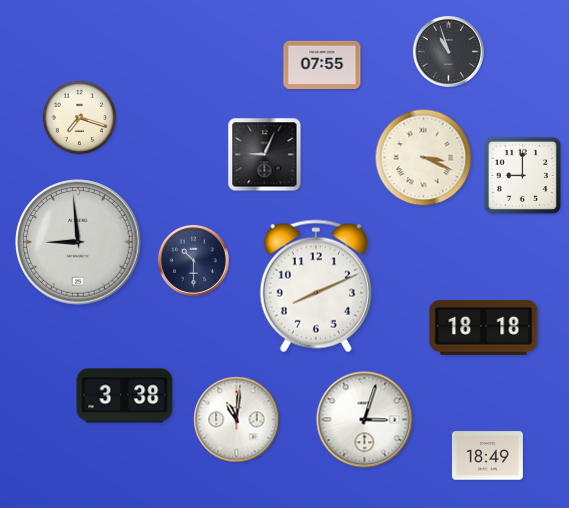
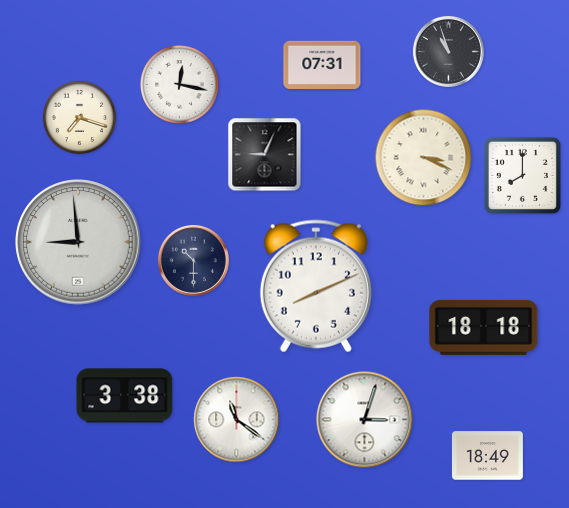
clock at (322, 64): 07:55 -> 07:31
clock at (180, 85): none -> 12:17
clock at (522, 175): 9:00 -> 8:00
clock at (237, 420): 11:01 -> 11:21
